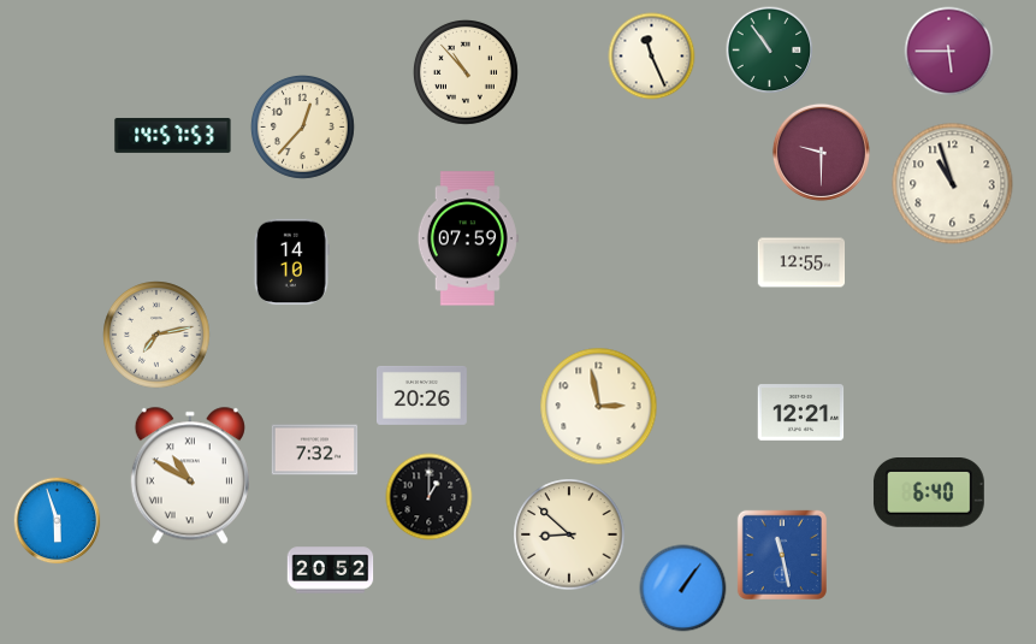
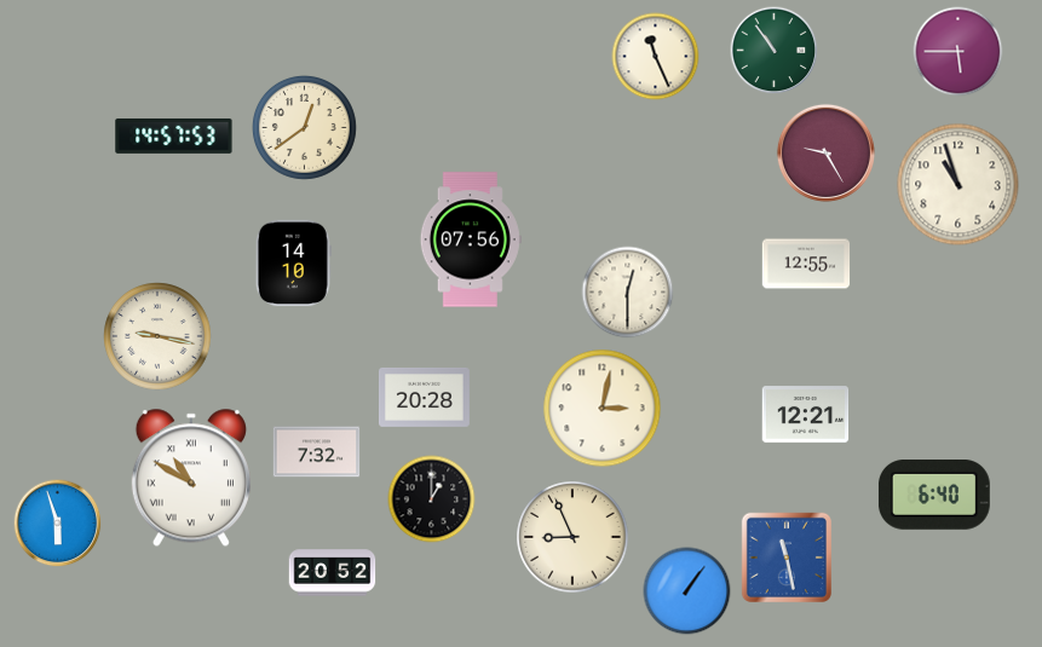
clock at (949, 52) position: (949, 52) -> (958, 52)
clock at (466, 72): 10:53 -> none
clock at (302, 126): 12:37 -> 12:39
clock at (821, 152): 9:30 -> 9:25
clock at (468, 238): 07:59 -> 07:56
clock at (628, 293): none -> 12:30
clock at (156, 335): 7:13 -> 9:17
clock at (422, 395): 20:26 -> 20:28
clock at (599, 407): 2:58 -> 3:02
clock at (569, 534): 8:52 -> 8:56
